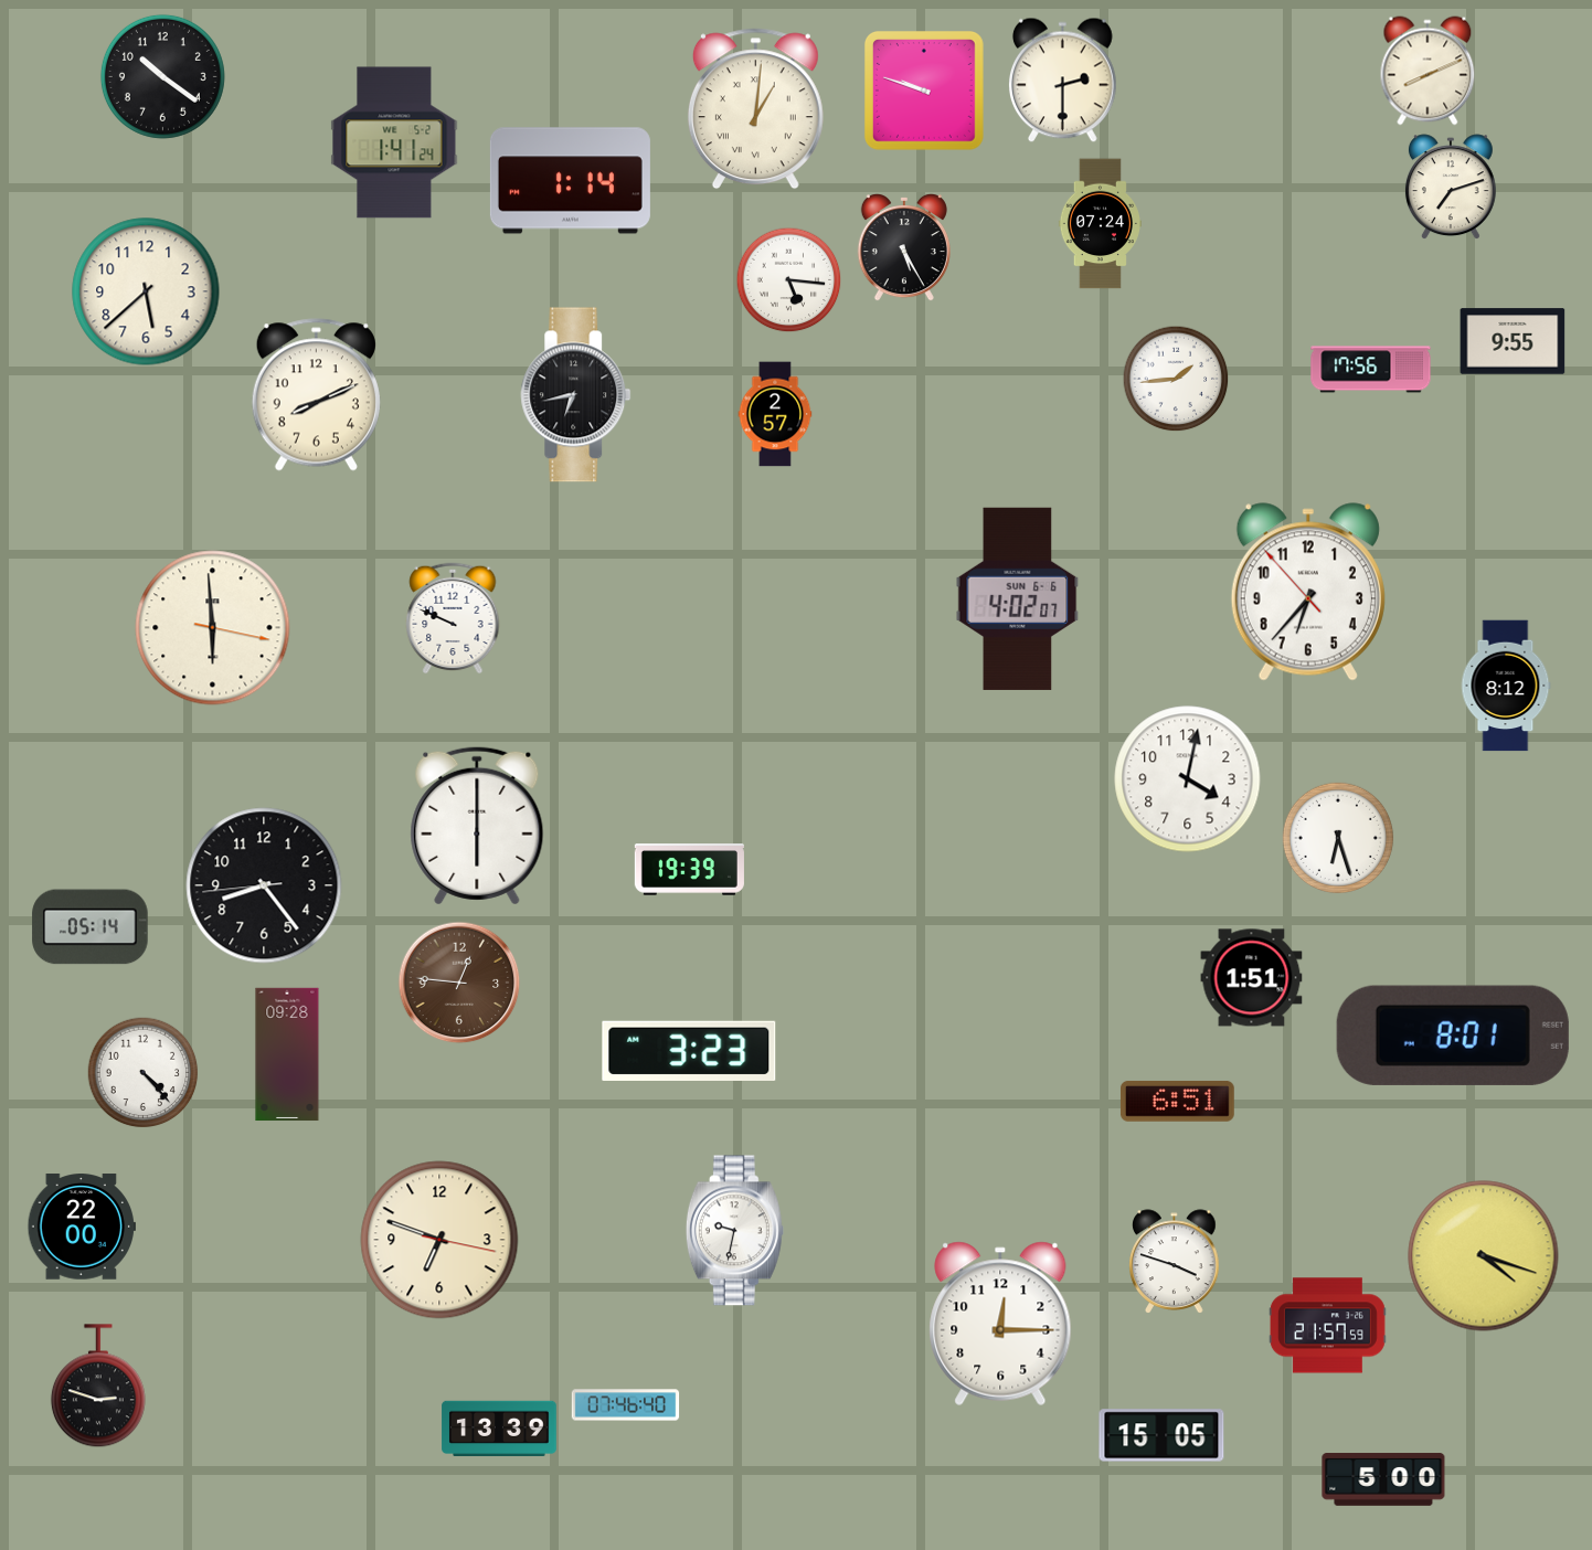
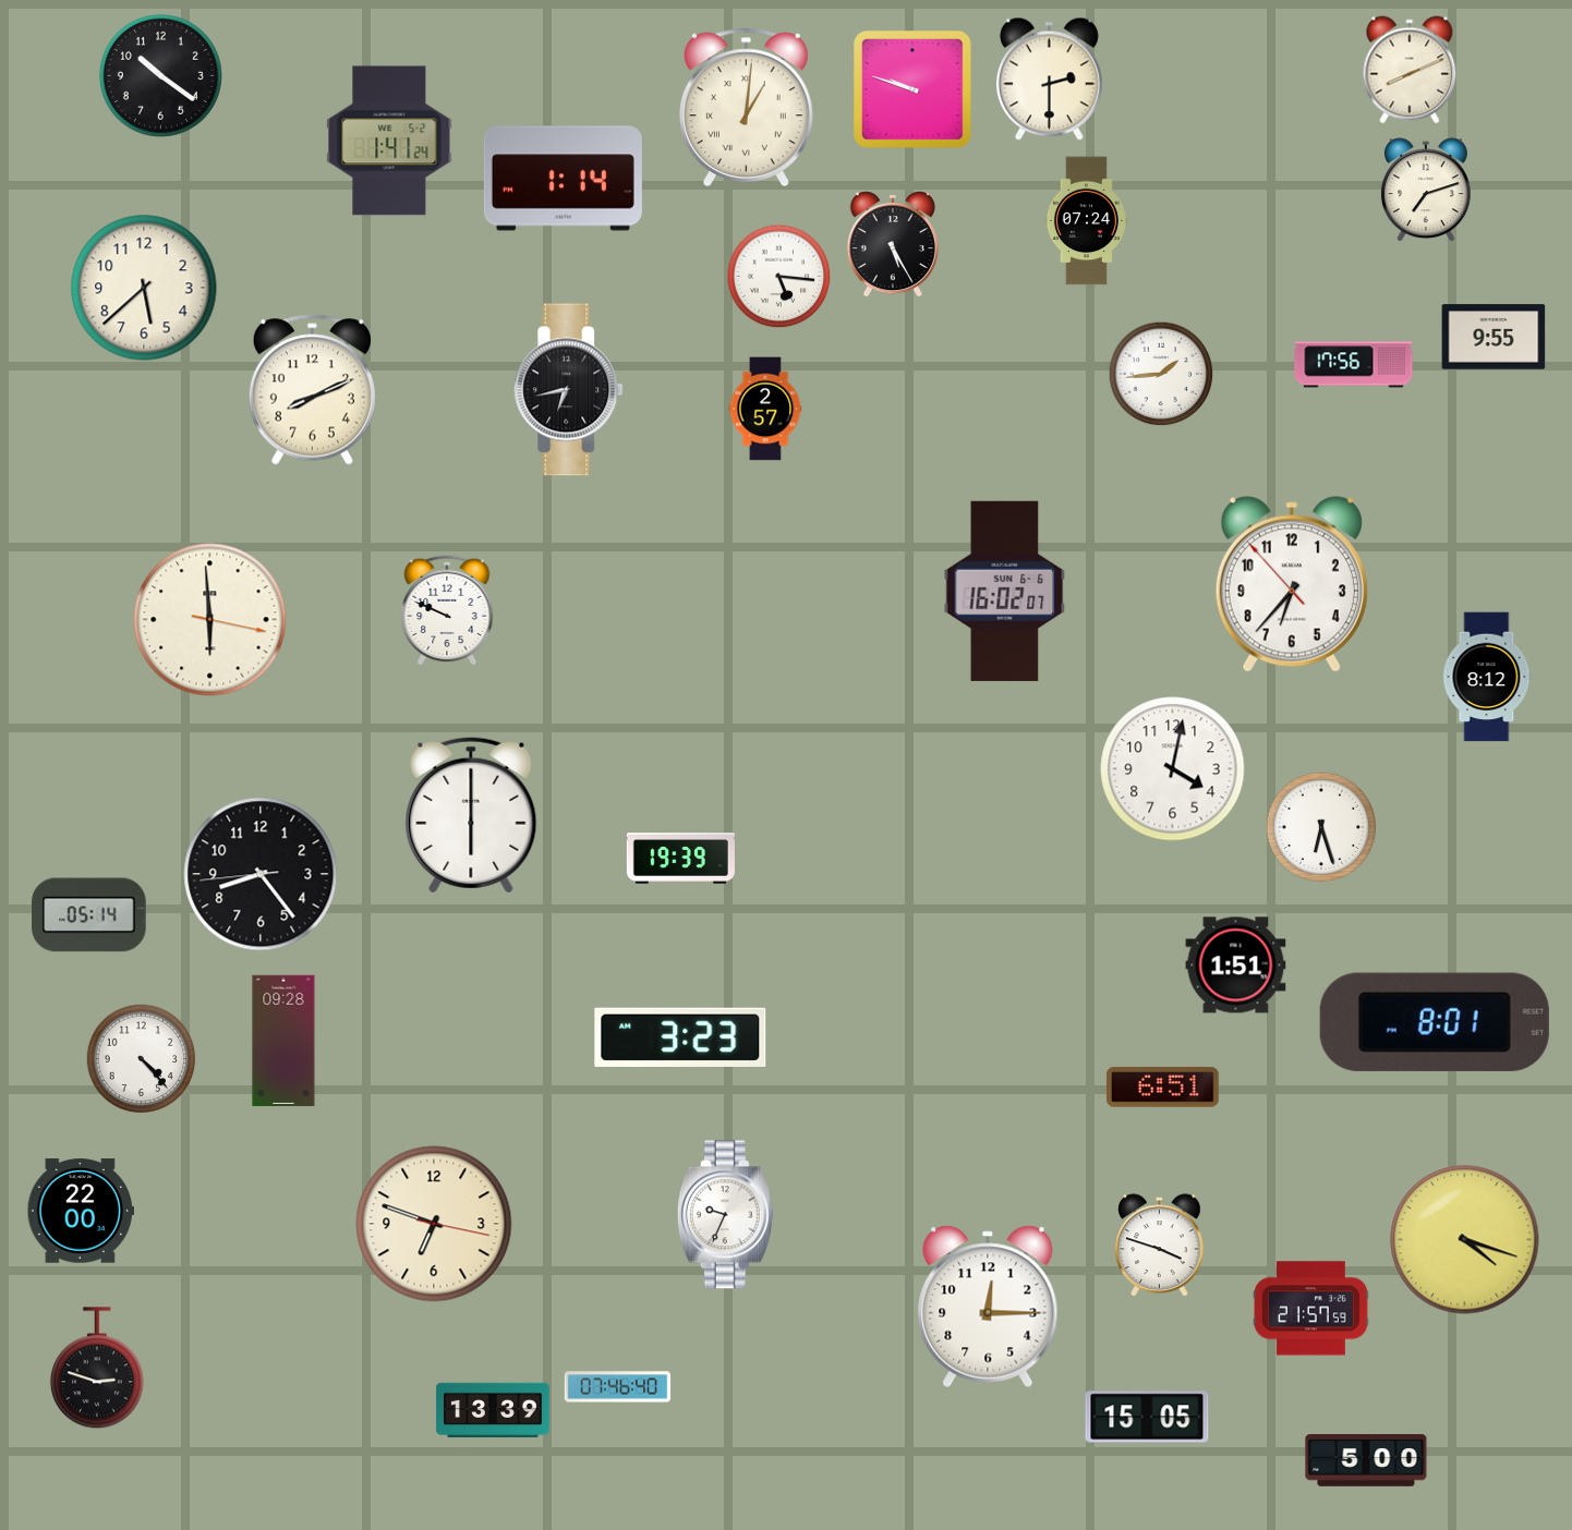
clock at (1451, 188) position: (1451, 188) -> (1426, 191)
clock at (1018, 598): 4:02 -> 16:02
clock at (459, 983): 12:46 -> none
clock at (734, 1231): 9:32 -> 9:34
